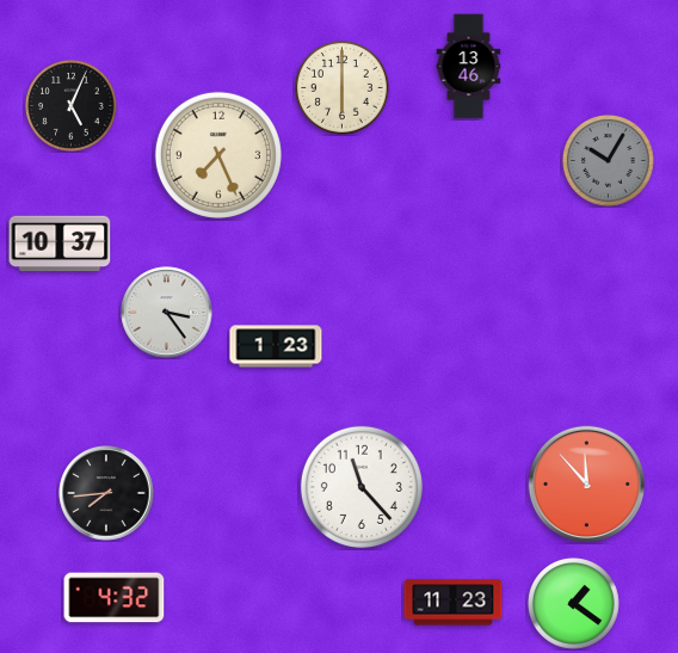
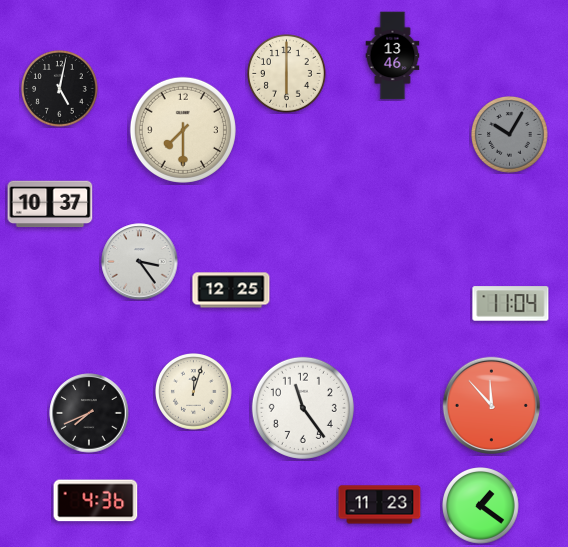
clock at (72, 106): 5:04 -> 5:02
clock at (218, 155): 7:26 -> 7:30
clock at (276, 346): 1:23 -> 12:25
clock at (511, 304): none -> 11:04
clock at (194, 392): none -> 12:03
clock at (362, 487): 11:23 -> 11:24
clock at (106, 493): 7:44 -> 7:41
clock at (115, 598): 4:32 -> 4:36
